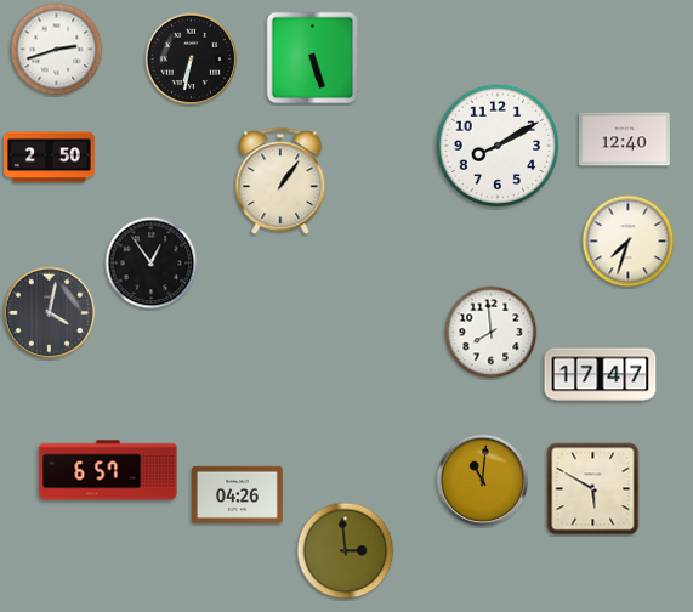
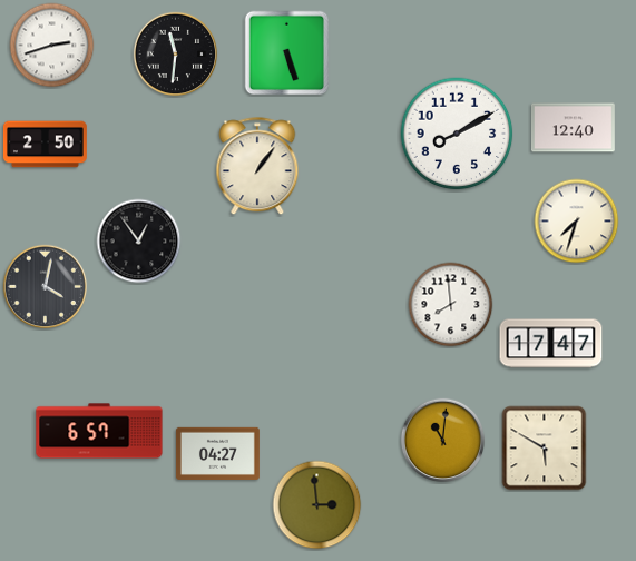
clock at (192, 59): 6:32 -> 11:31
clock at (237, 494): 04:26 -> 04:27
